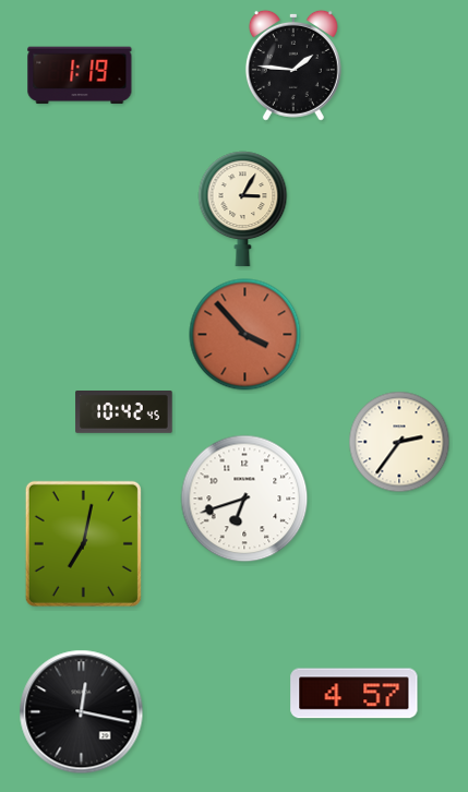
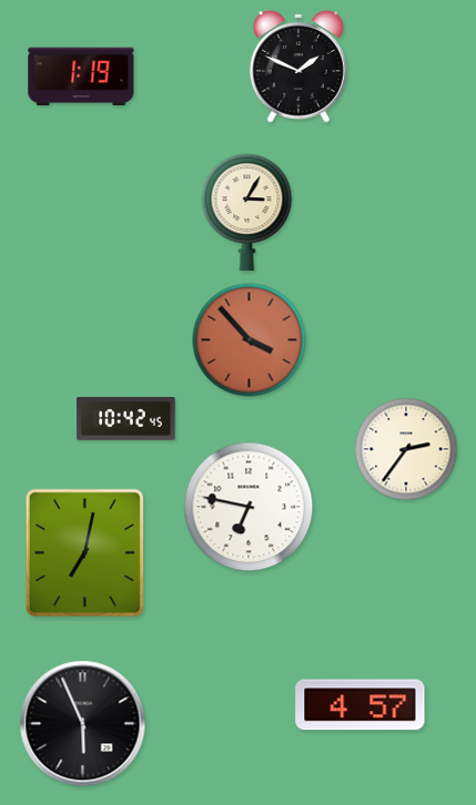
clock at (293, 65): 1:46 -> 1:49
clock at (244, 499): 6:42 -> 6:47
clock at (82, 712): 12:17 -> 5:56
